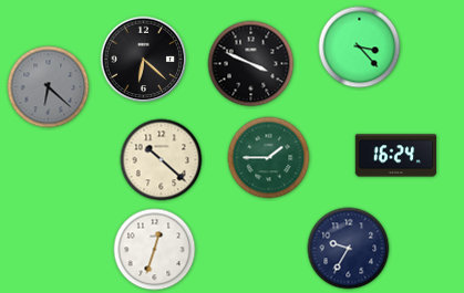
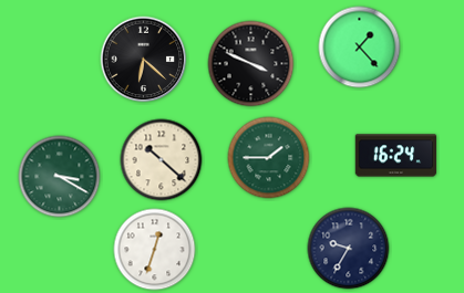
clock at (360, 48): 3:23 -> 1:23
clock at (49, 87): 6:22 -> none
clock at (60, 177): none -> 3:20
